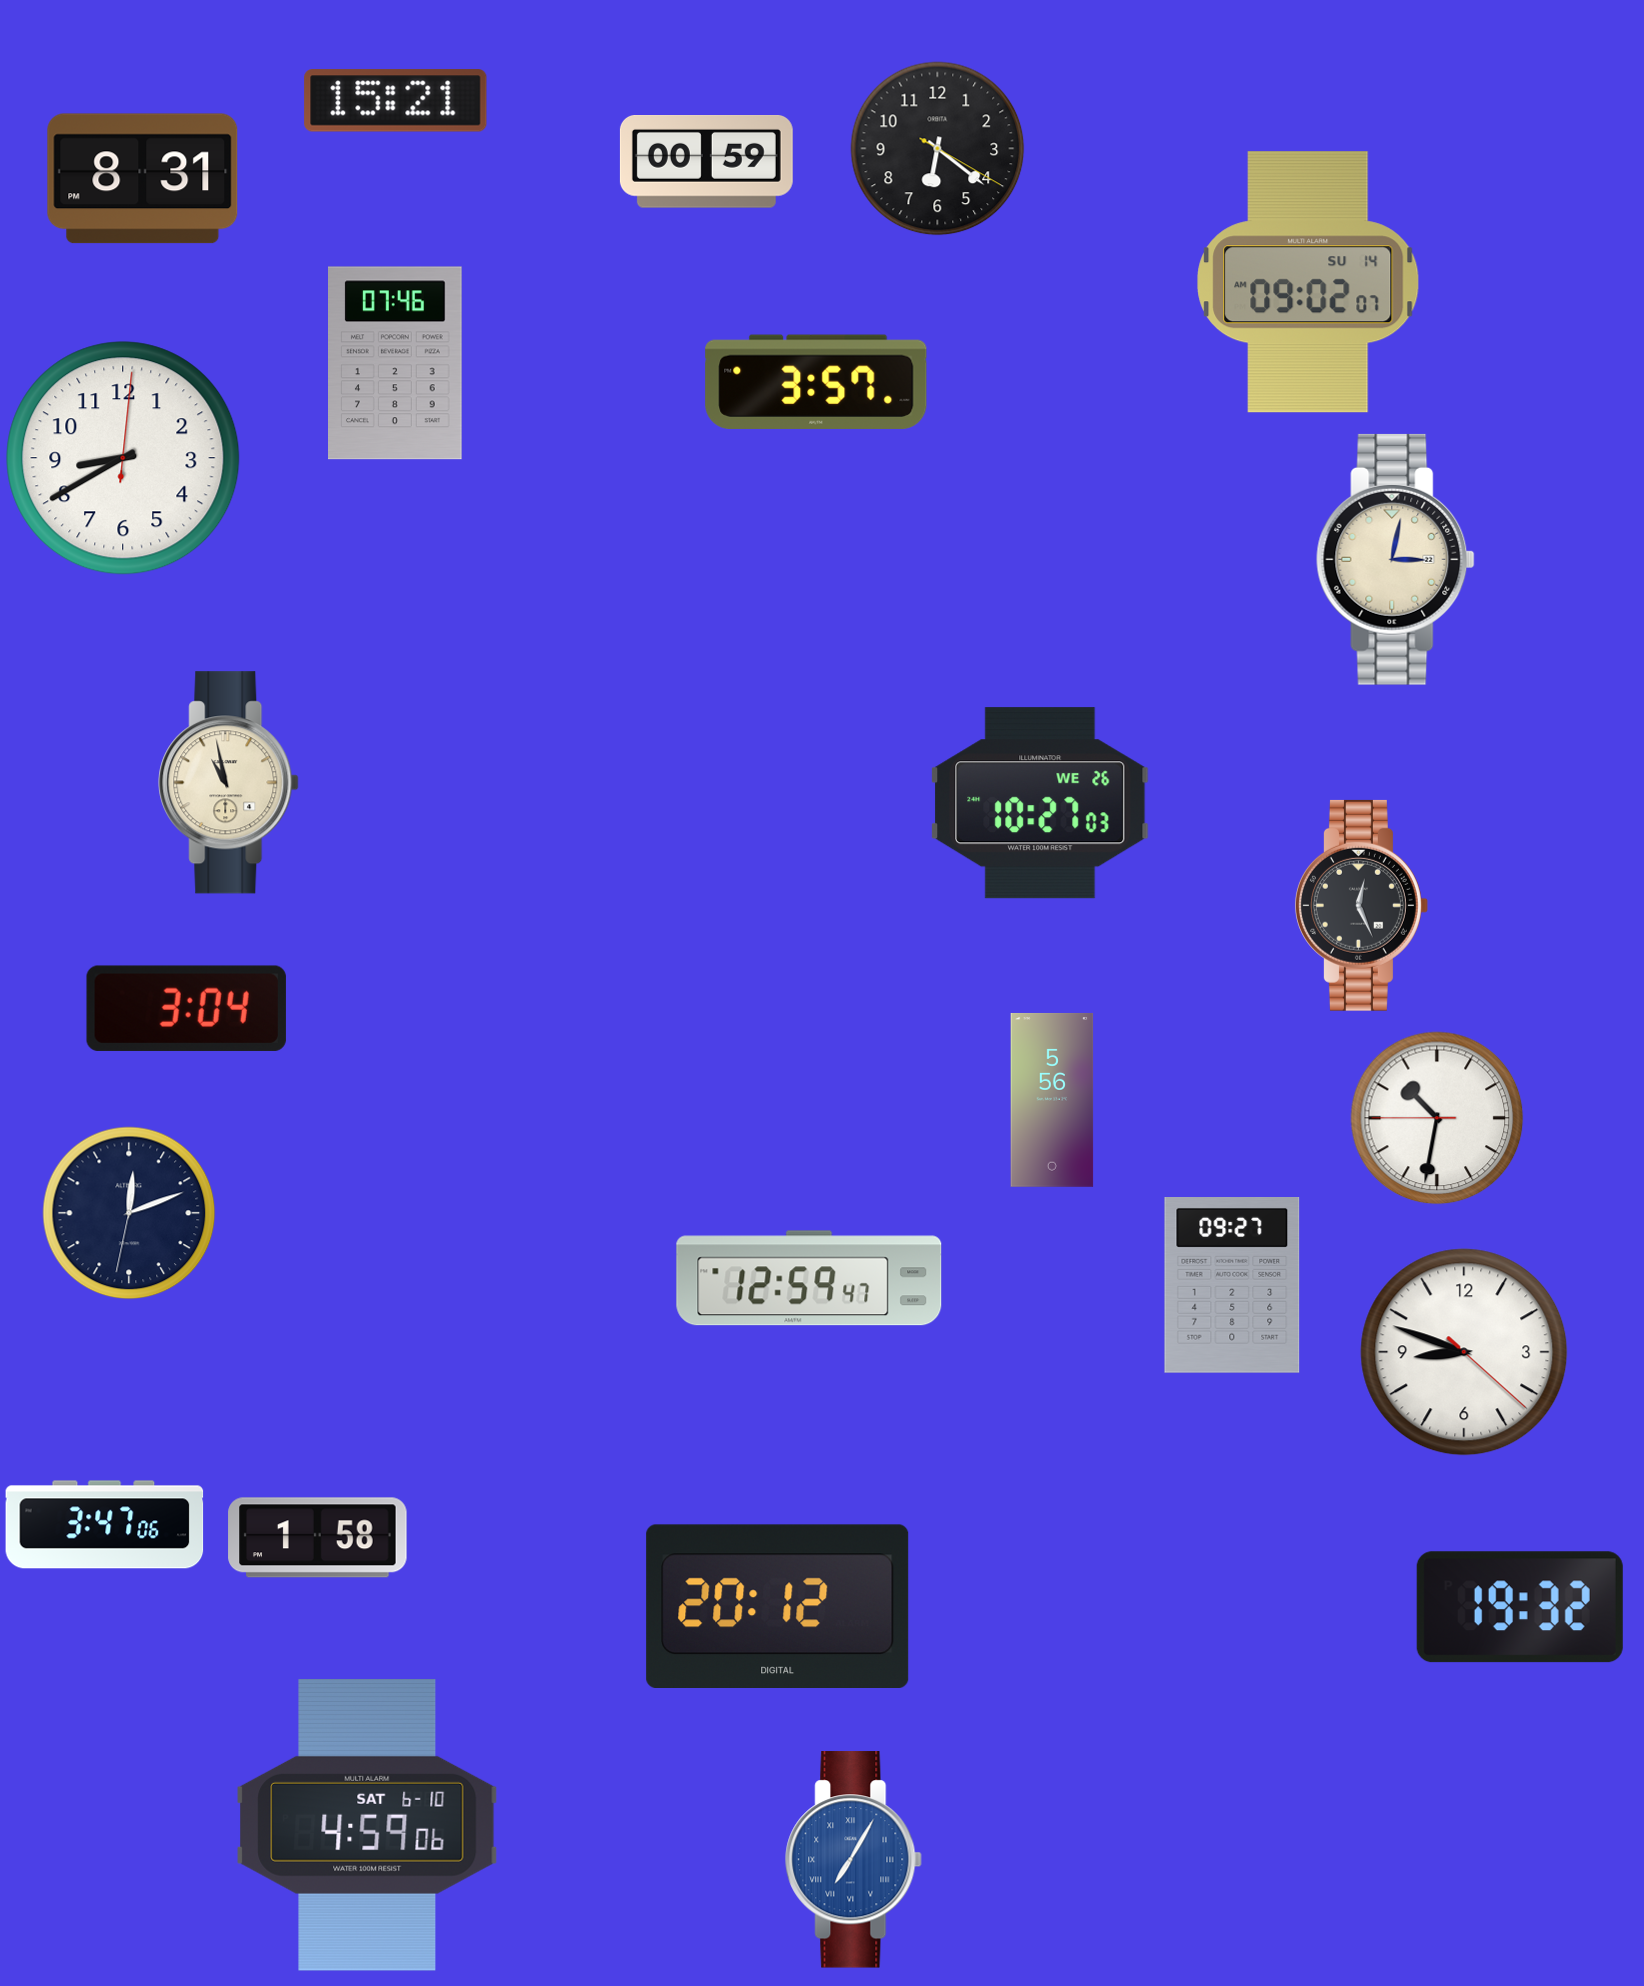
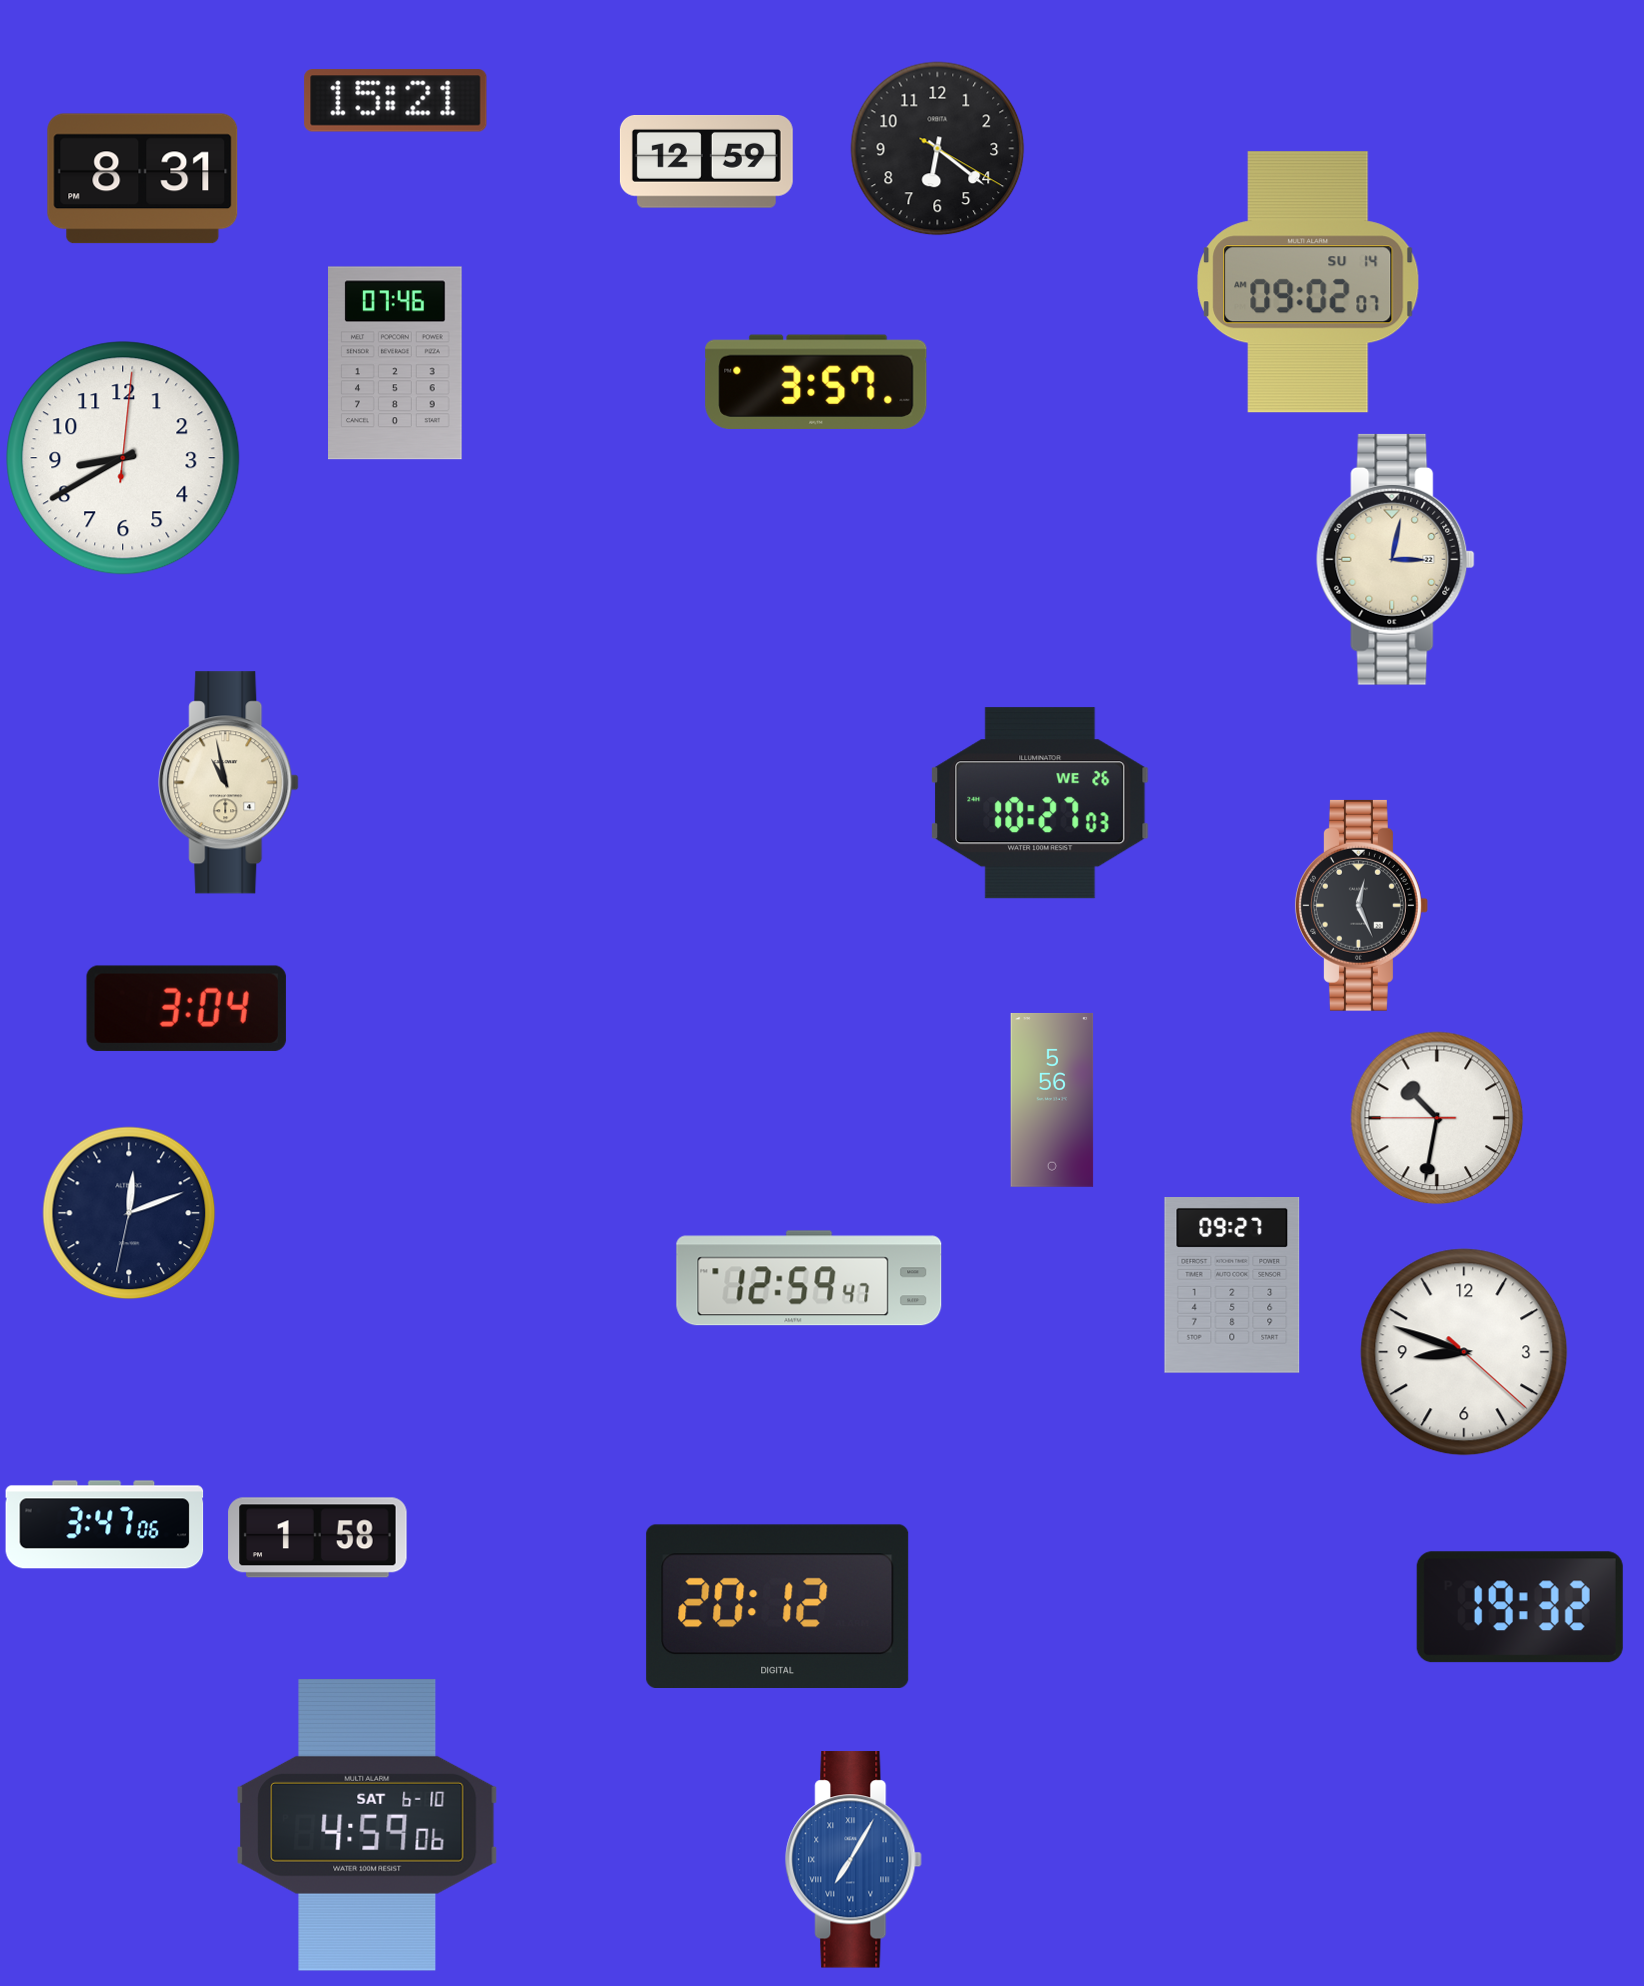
clock at (706, 162): 00:59 -> 12:59
